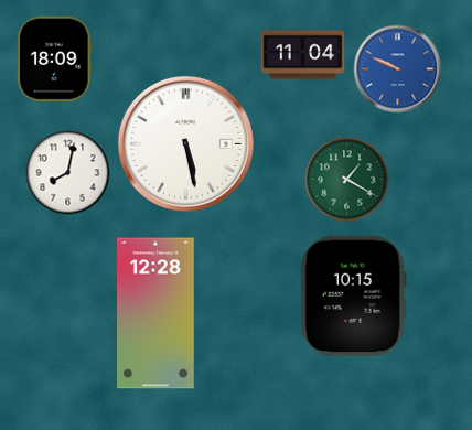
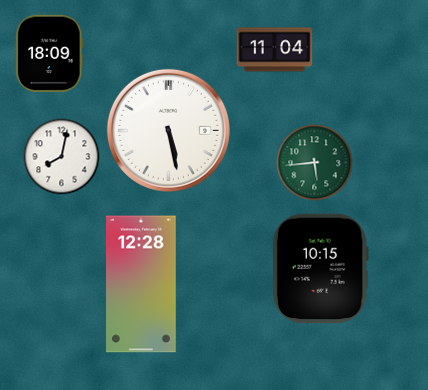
clock at (398, 69): 9:49 -> none
clock at (347, 180): 1:20 -> 5:44
